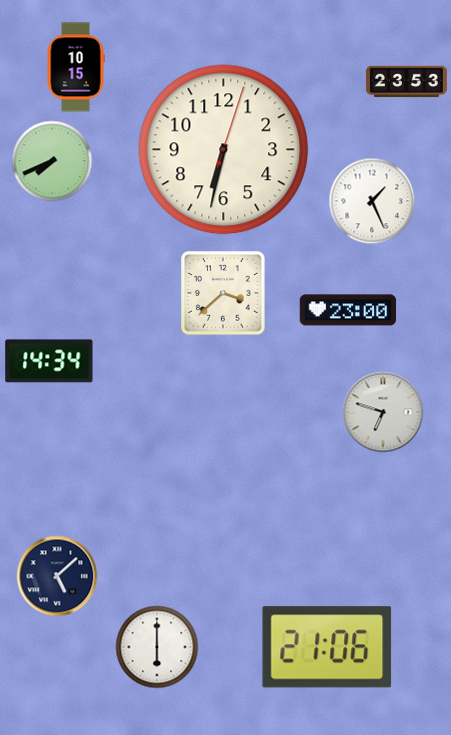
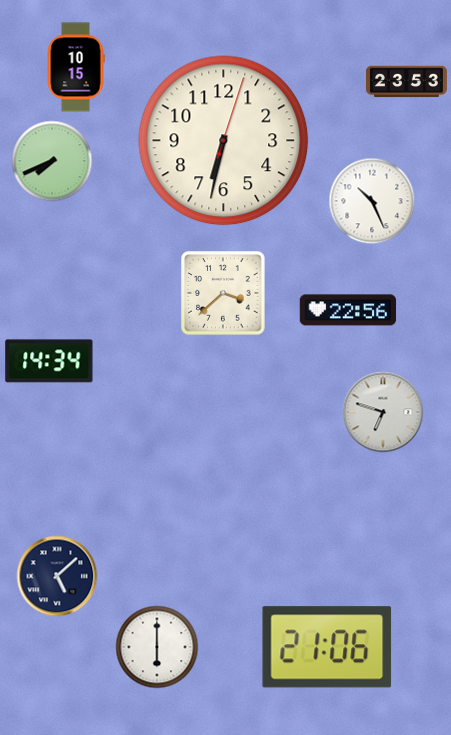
clock at (224, 150) position: (224, 150) -> (224, 141)
clock at (372, 201): 1:26 -> 10:26
clock at (348, 310): 23:00 -> 22:56
